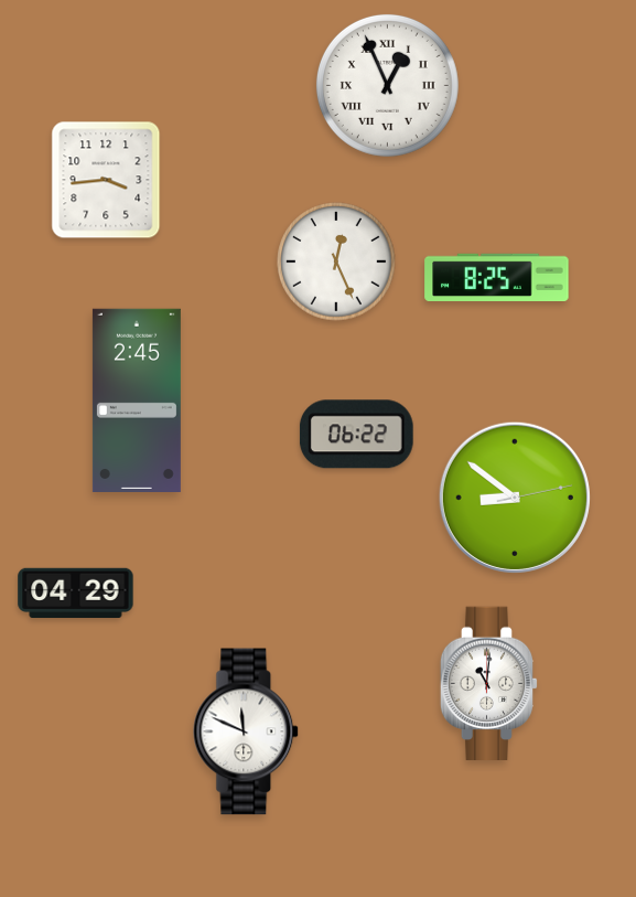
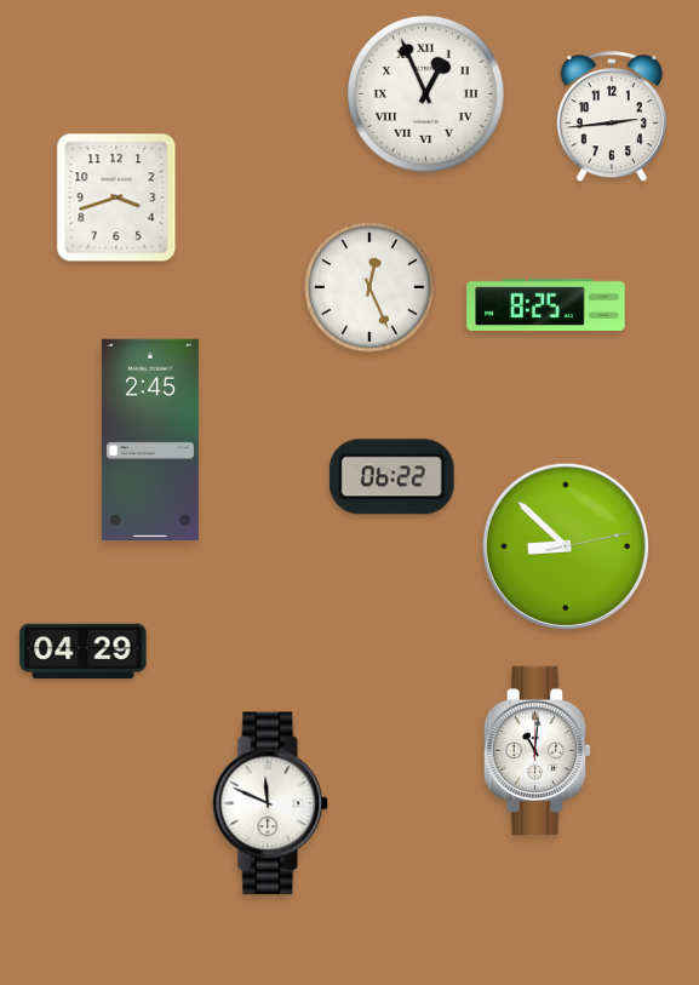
clock at (612, 118): none -> 2:44
clock at (106, 180): 3:44 -> 3:42
clock at (515, 498): 8:51 -> 8:52
